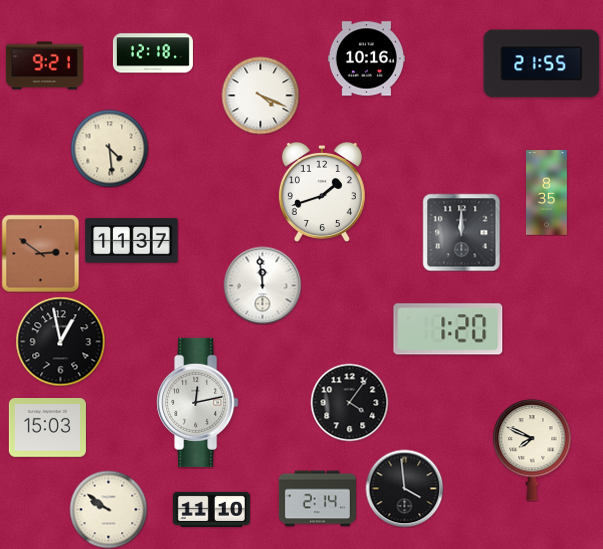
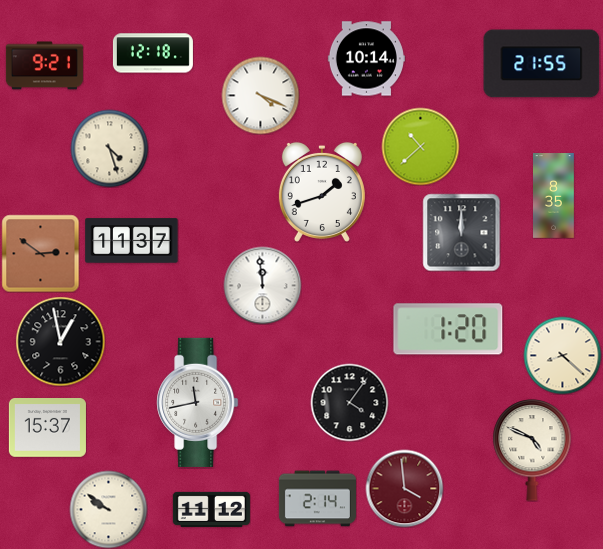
clock at (366, 59): 10:16 -> 10:14
clock at (420, 146): none -> 10:38
clock at (109, 148): 4:29 -> 4:27
clock at (547, 193) position: (547, 193) -> (554, 196)
clock at (562, 355): none -> 8:22
clock at (198, 402): 12:13 -> 11:43
clock at (47, 428): 15:03 -> 15:37
clock at (532, 450): 7:49 -> 4:49
clock at (404, 488) dial: black -> burgundy
clock at (211, 509): 11:10 -> 11:12
